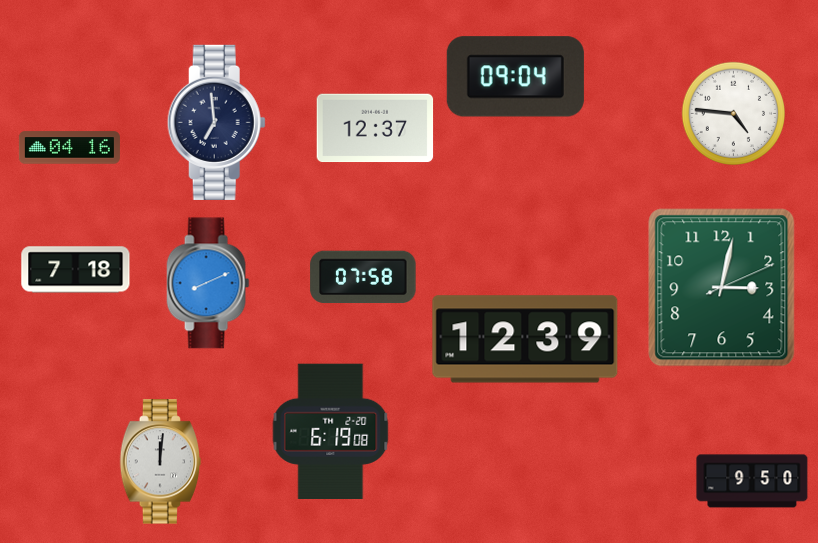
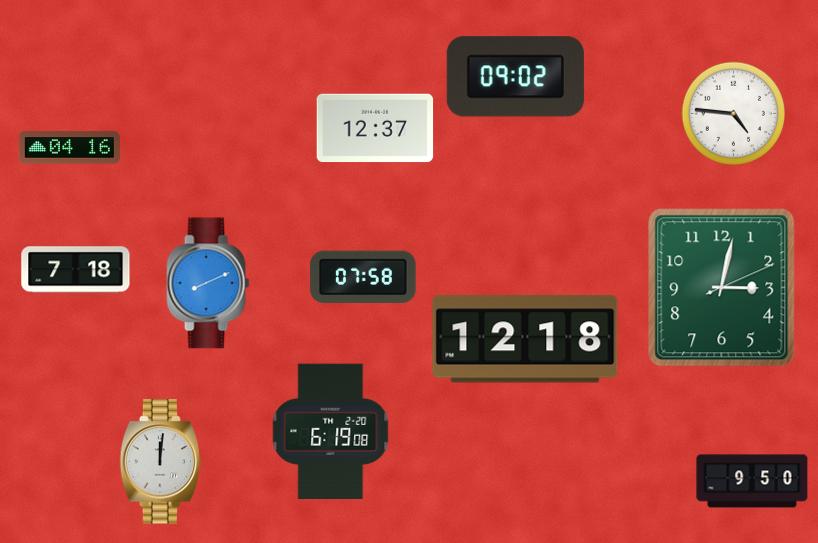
clock at (515, 77): 09:04 -> 09:02
clock at (216, 122): 6:59 -> none
clock at (525, 339): 12:39 -> 12:18
